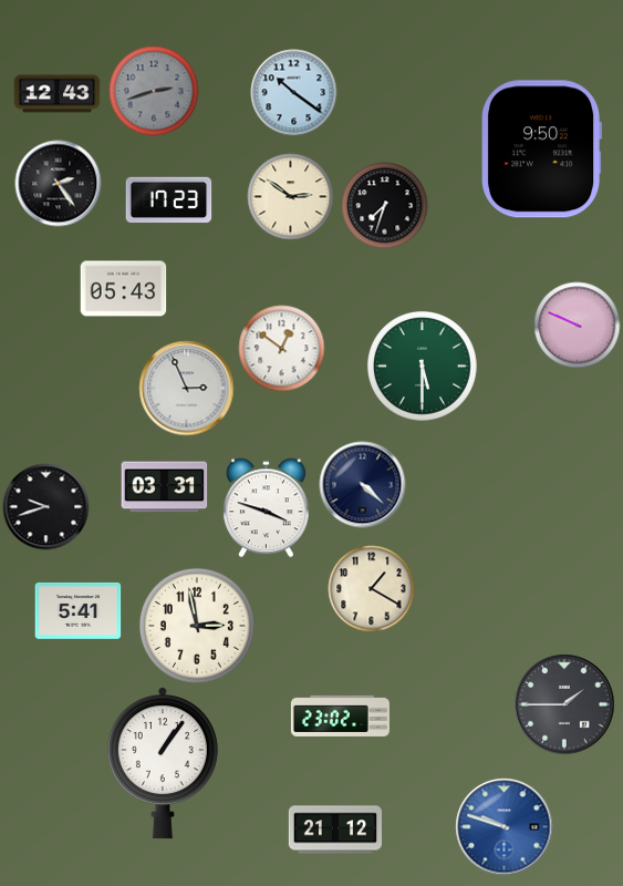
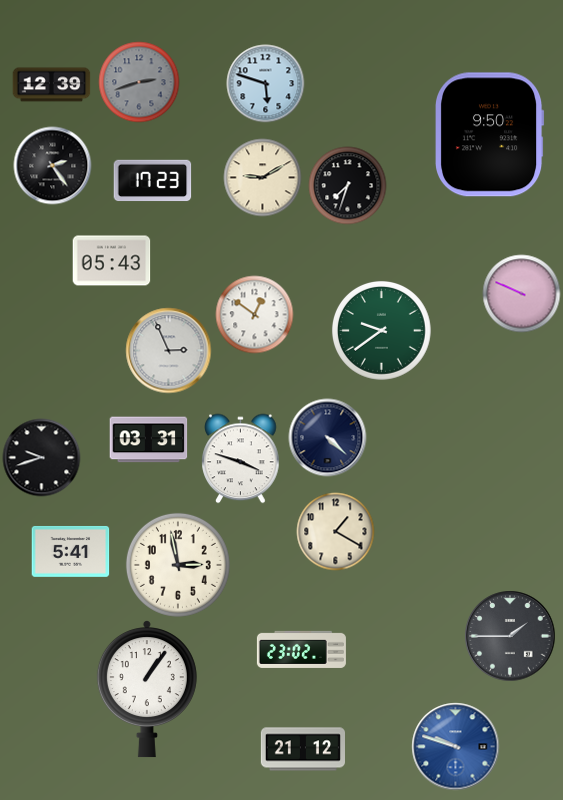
clock at (293, 92): 10:21 -> 5:48
clock at (56, 94): 12:43 -> 12:39
clock at (290, 196): 2:51 -> 9:10
clock at (422, 365): 5:30 -> 9:39
clock at (340, 715) position: (340, 715) -> (301, 649)
